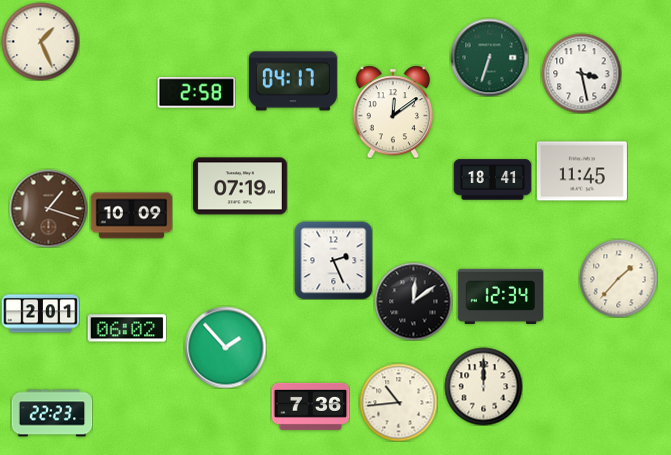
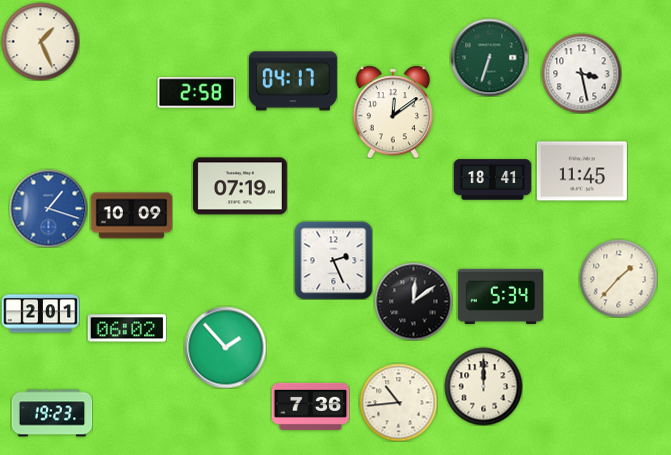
clock at (48, 208) dial: brown -> blue
clock at (500, 296): 12:34 -> 5:34
clock at (52, 413): 22:23 -> 19:23
